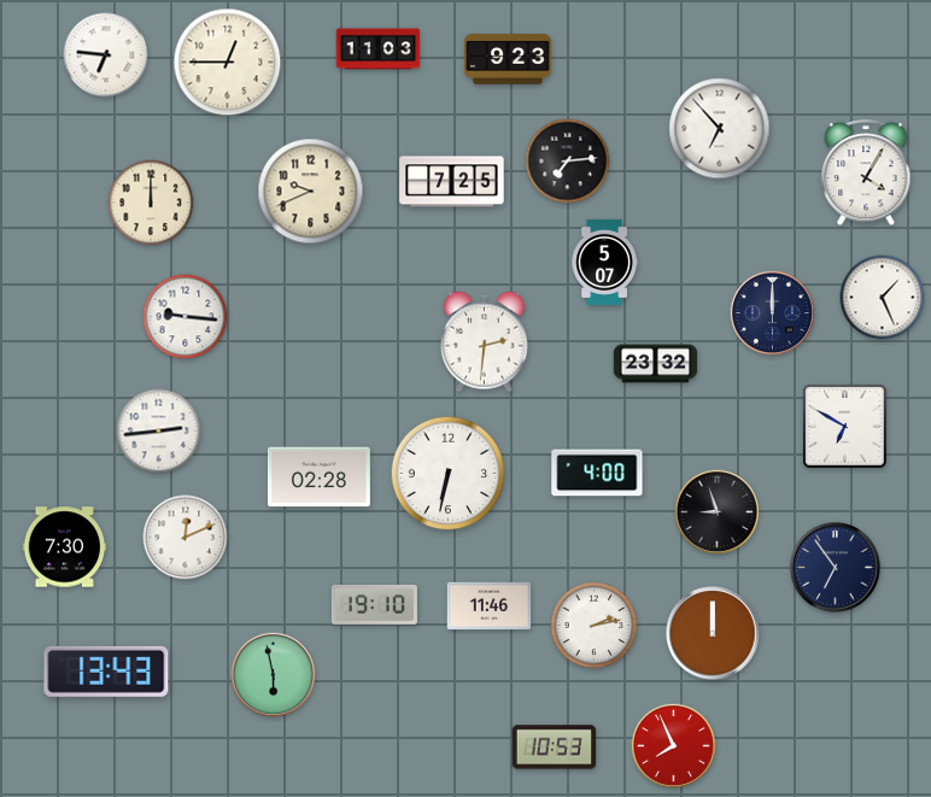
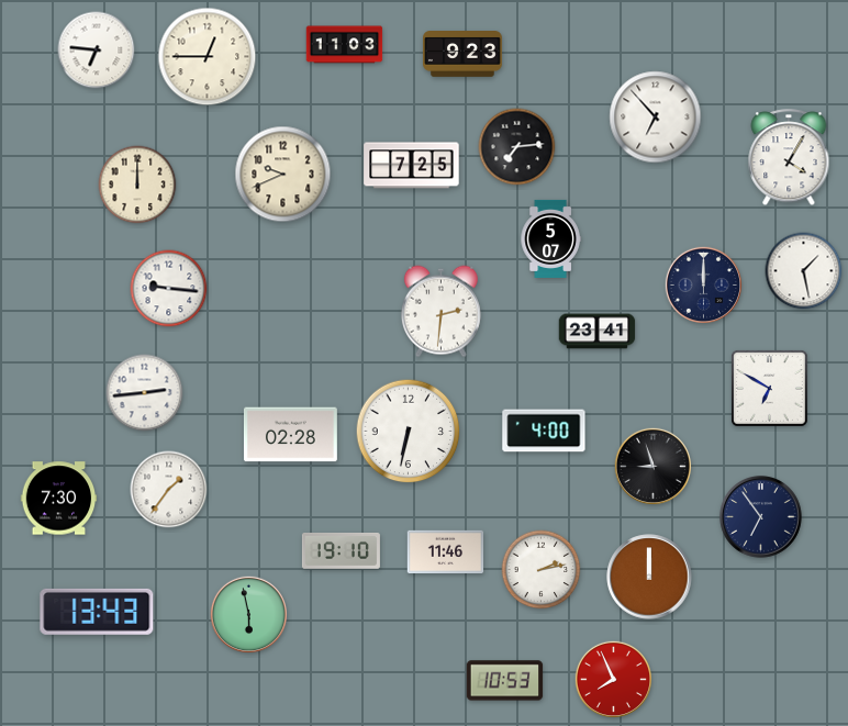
clock at (883, 298): 1:26 -> 1:28
clock at (656, 364): 23:32 -> 23:41
clock at (186, 538): 12:11 -> 1:36
